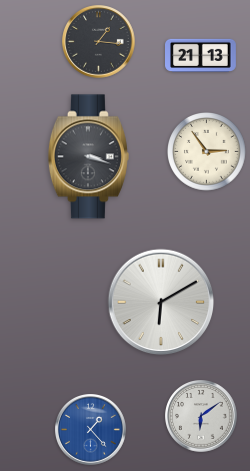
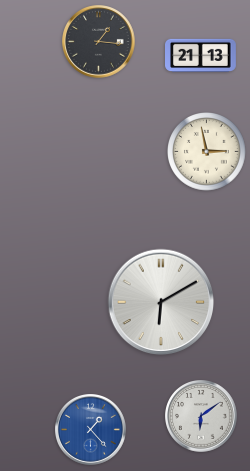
clock at (207, 152): 2:54 -> 2:58
clock at (88, 157): 3:18 -> none
